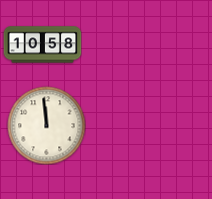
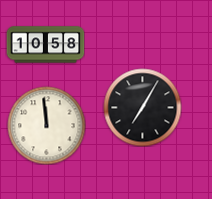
clock at (42, 45) position: (42, 45) -> (45, 45)
clock at (142, 107): none -> 7:05
